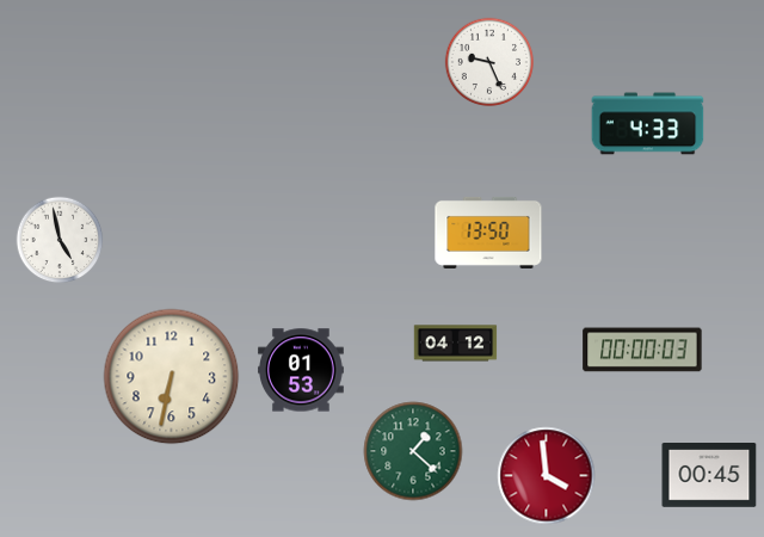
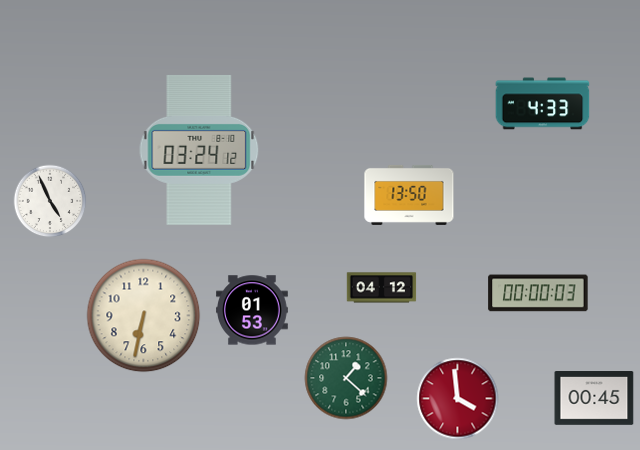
clock at (488, 61): 9:26 -> none
clock at (199, 150): none -> 03:24
clock at (60, 240): 4:58 -> 4:56
